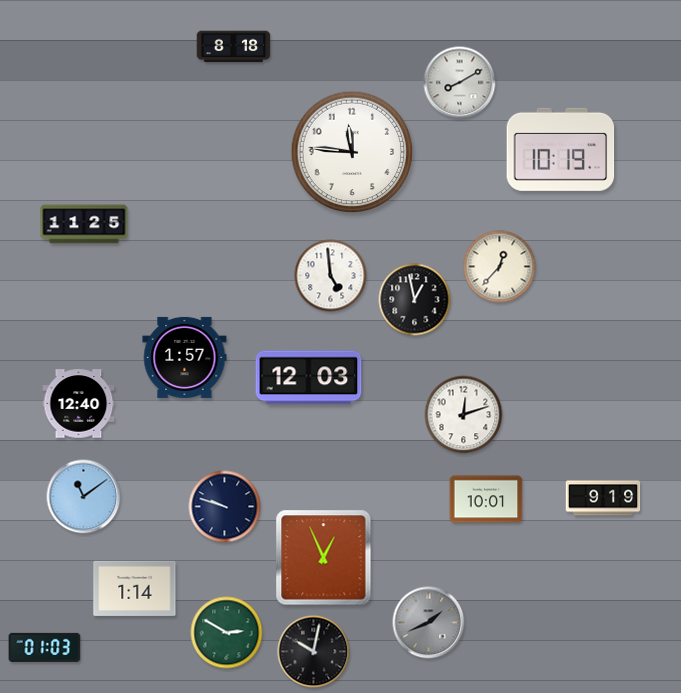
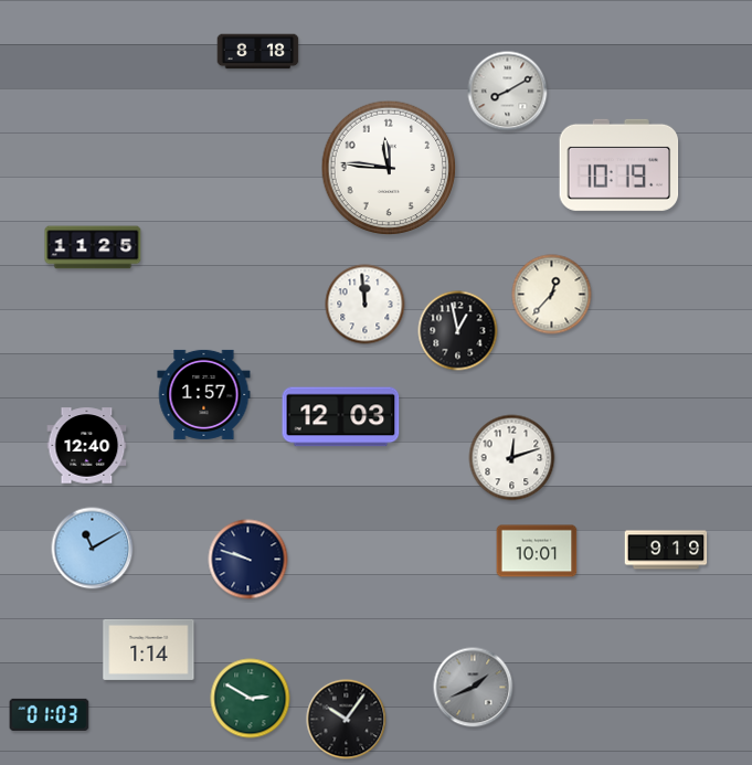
clock at (331, 276): 4:59 -> 11:59
clock at (84, 497): 11:09 -> 11:10
clock at (324, 558): 12:56 -> none
clock at (314, 652): 10:02 -> 10:06
